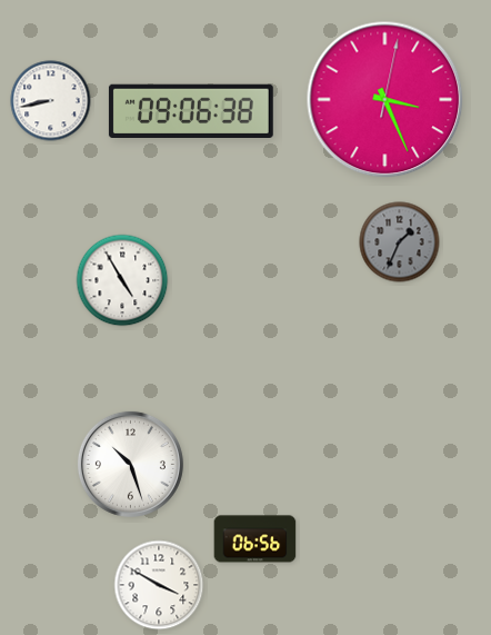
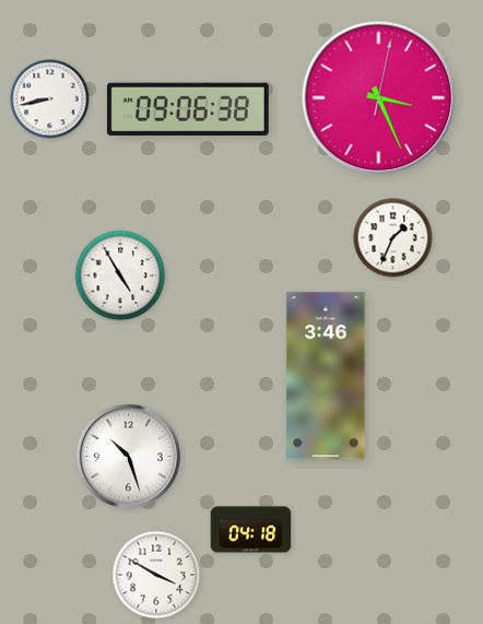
clock at (400, 242) dial: grey -> white
clock at (326, 376): none -> 3:46
clock at (255, 539): 06:56 -> 04:18
